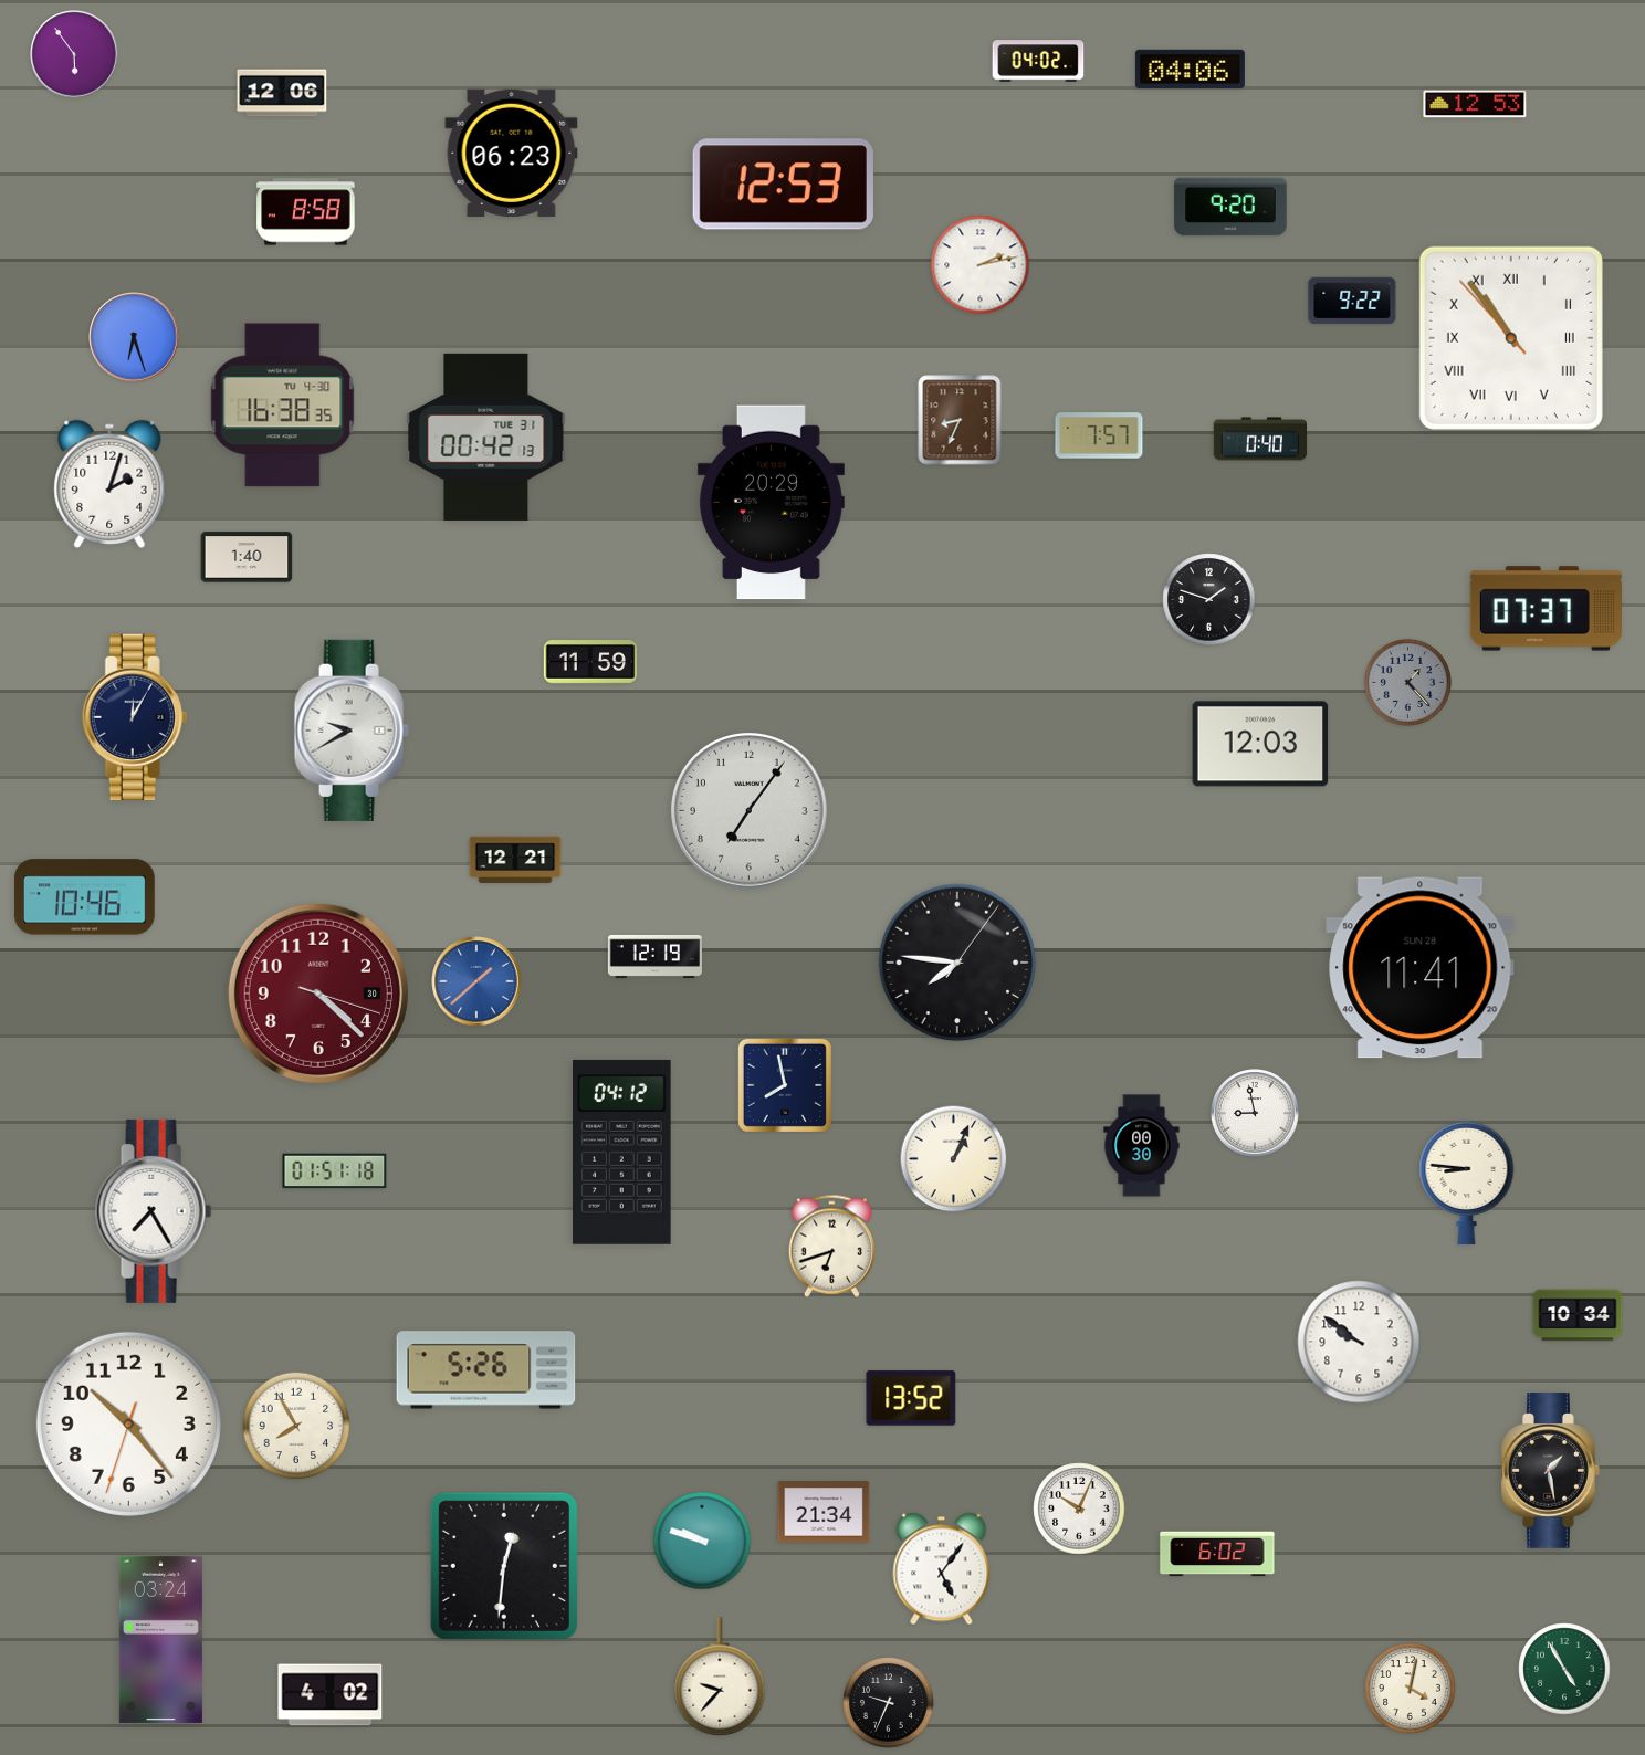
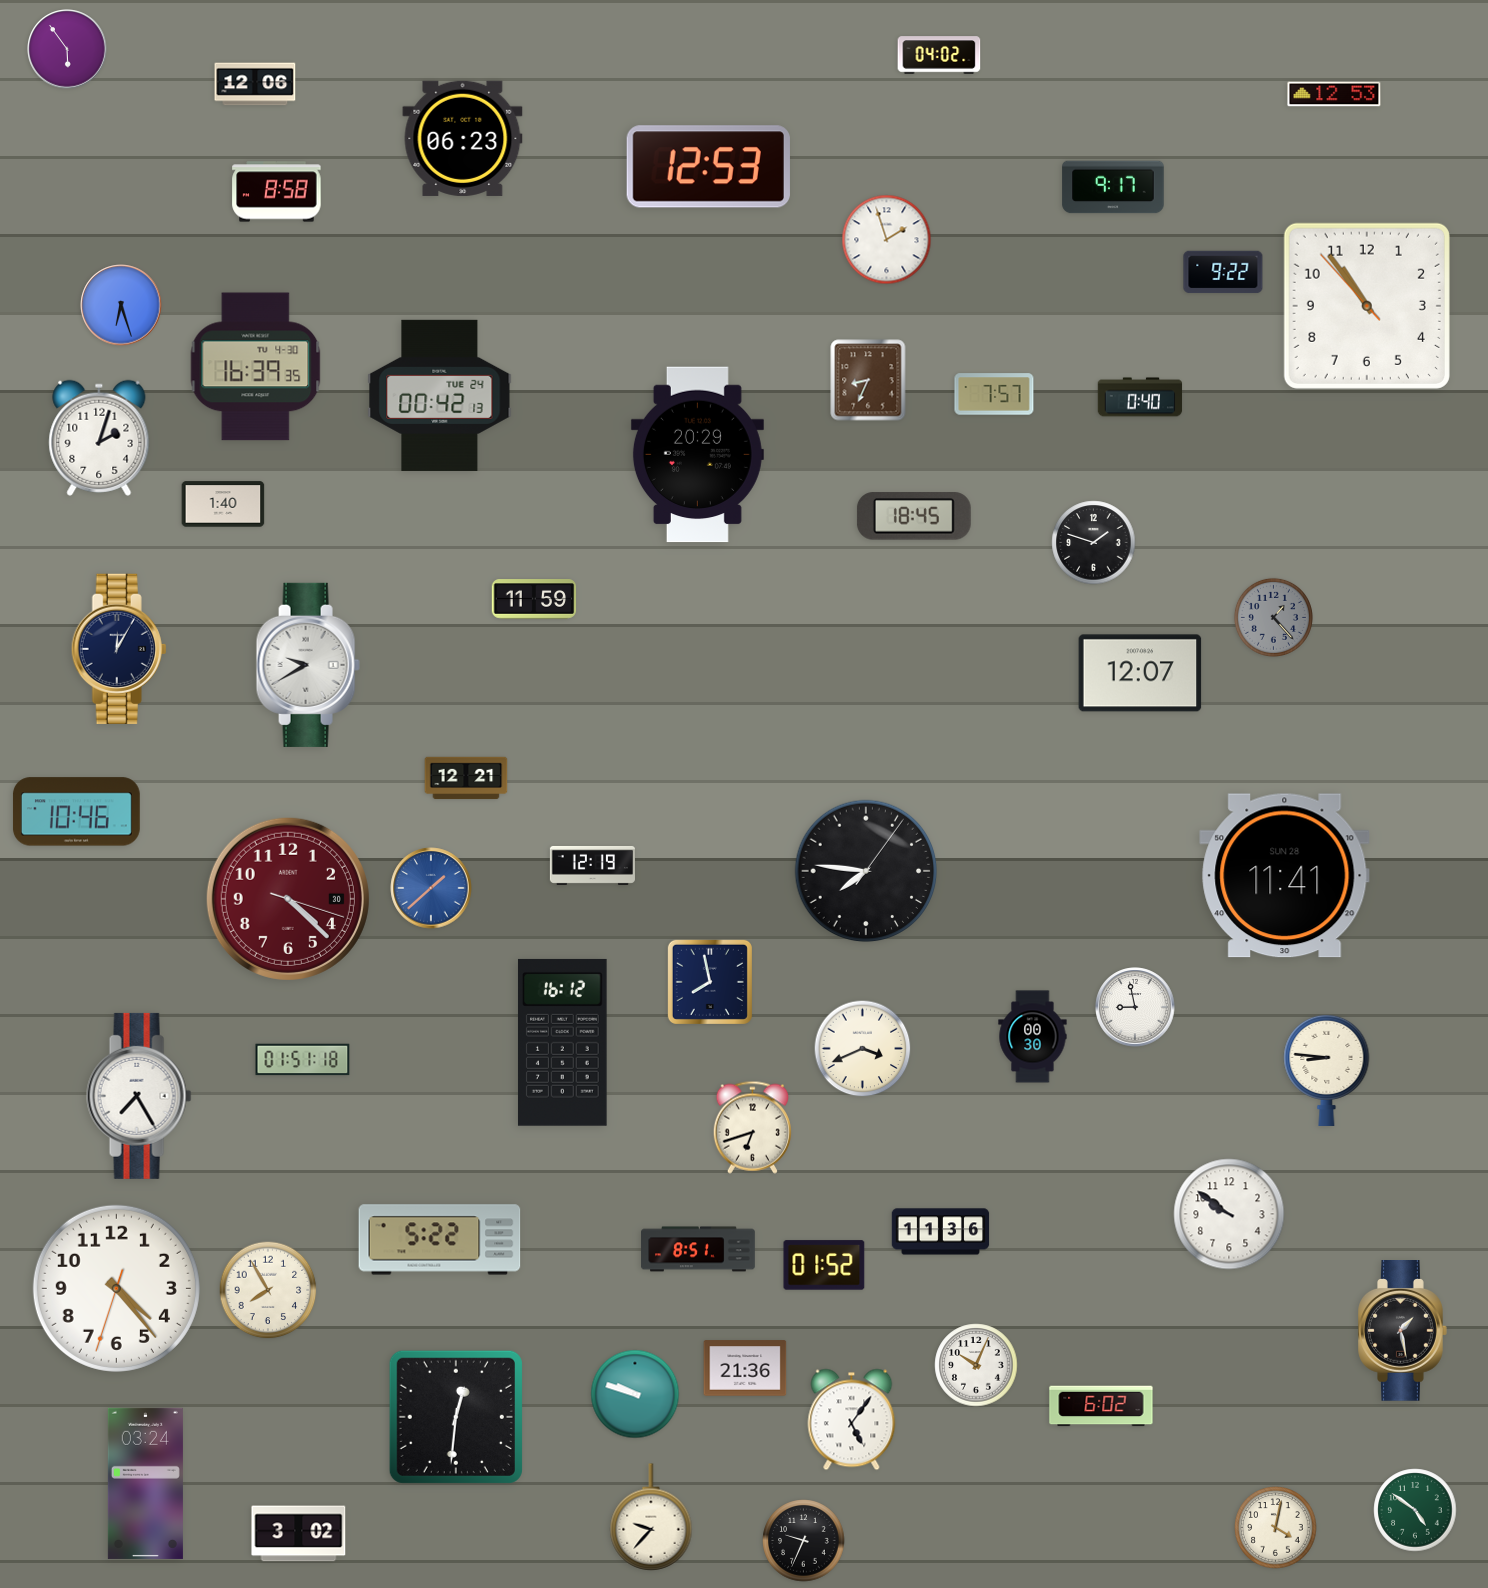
clock at (1190, 69): 04:06 -> none
clock at (1230, 207): 9:20 -> 9:17
clock at (981, 265): 2:13 -> 1:57
clock at (1511, 338) numerals: Roman -> Arabic
clock at (283, 406): 16:38 -> 16:39
clock at (486, 437) date: TUE 31 -> TUE 24
clock at (914, 516): none -> 18:45
clock at (1546, 609): 07:37 -> none
clock at (135, 717) position: (135, 717) -> (119, 649)
clock at (352, 731) position: (352, 731) -> (308, 665)
clock at (1260, 744): 12:03 -> 12:07
clock at (750, 811): 7:06 -> none
clock at (622, 1152): 04:12 -> 16:12
clock at (954, 1159): 1:04 -> 3:41
clock at (1578, 1315): 10:34 -> none
clock at (941, 1232): none -> 11:36
clock at (486, 1370): 5:26 -> 5:22
clock at (698, 1249): none -> 8:51
clock at (911, 1398): 13:52 -> 01:52
clock at (128, 1423): 10:23 -> 4:23
clock at (824, 1512): 21:34 -> 21:36
clock at (1564, 1669): 4:55 -> 4:51
clock at (331, 1695): 4:02 -> 3:02
